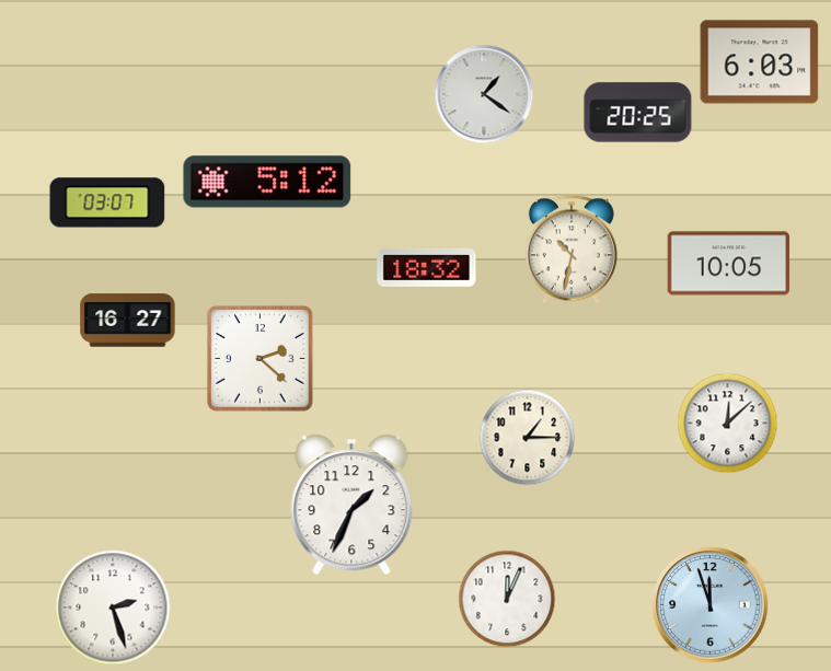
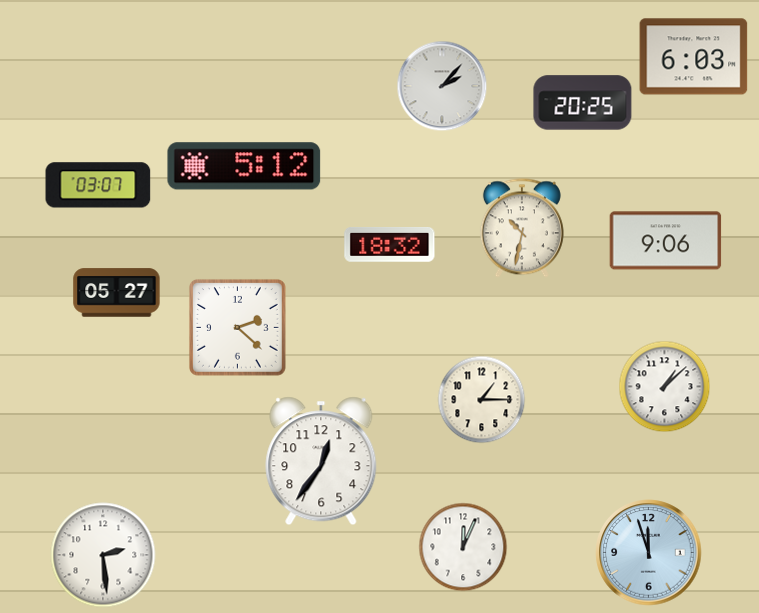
clock at (484, 94): 1:21 -> 2:07
clock at (729, 264): 10:05 -> 9:06
clock at (128, 321): 16:27 -> 05:27
clock at (727, 423): 12:08 -> 1:08
clock at (351, 505): 1:34 -> 12:36
clock at (113, 608): 2:27 -> 2:29
